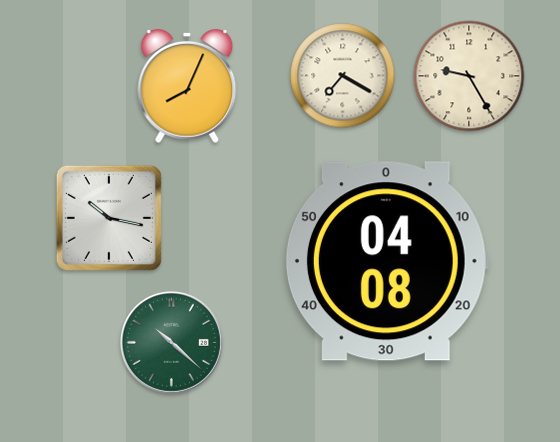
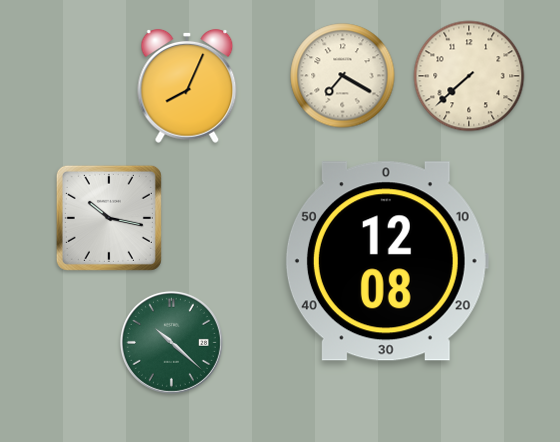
clock at (469, 76): 9:25 -> 7:38
clock at (387, 261): 04:08 -> 12:08
